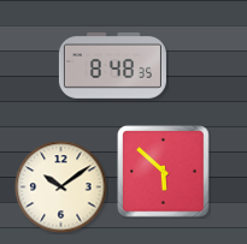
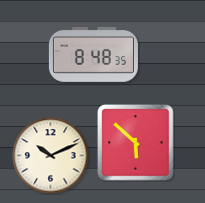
clock at (61, 188): 10:09 -> 10:11
